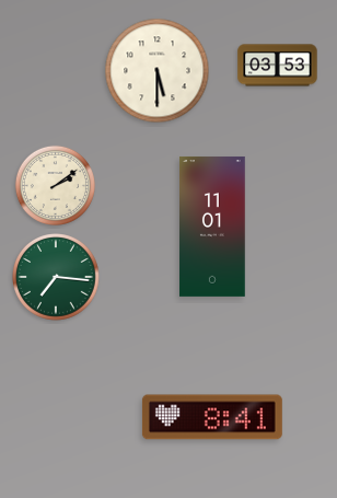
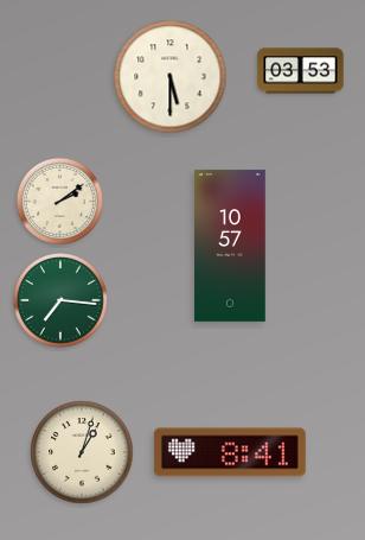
clock at (212, 227): 11:01 -> 10:57
clock at (82, 452): none -> 1:03
